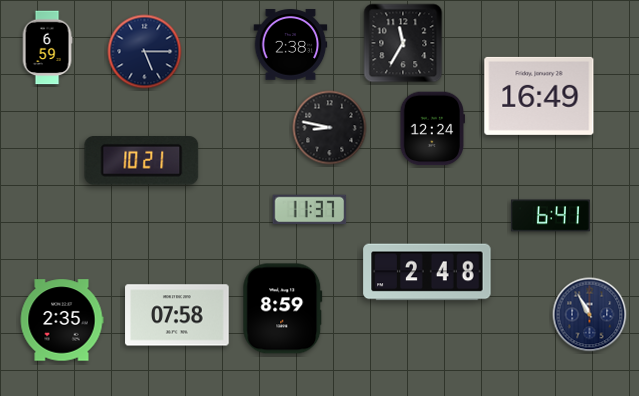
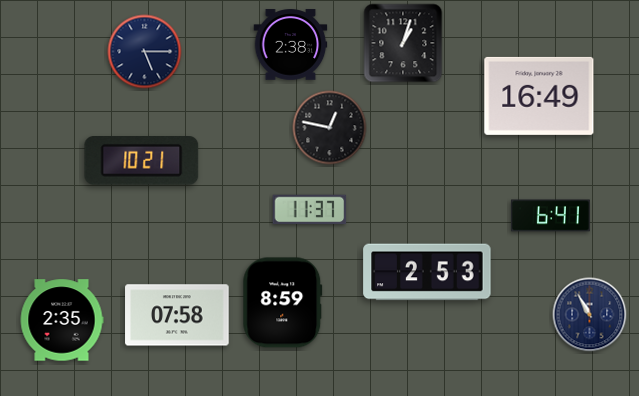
clock at (403, 43): 11:35 -> 1:03
clock at (47, 48): 6:59 -> none
clock at (330, 128): 8:47 -> 12:47
clock at (432, 129): 12:24 -> none
clock at (427, 272): 2:48 -> 2:53
clock at (283, 309) position: (283, 309) -> (283, 303)
